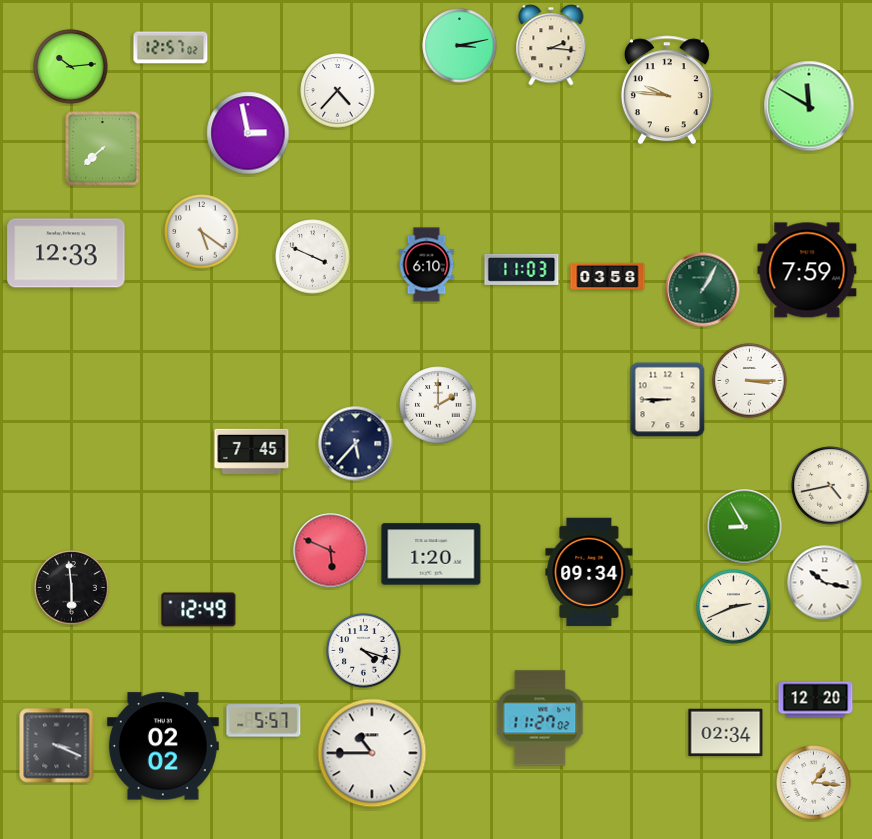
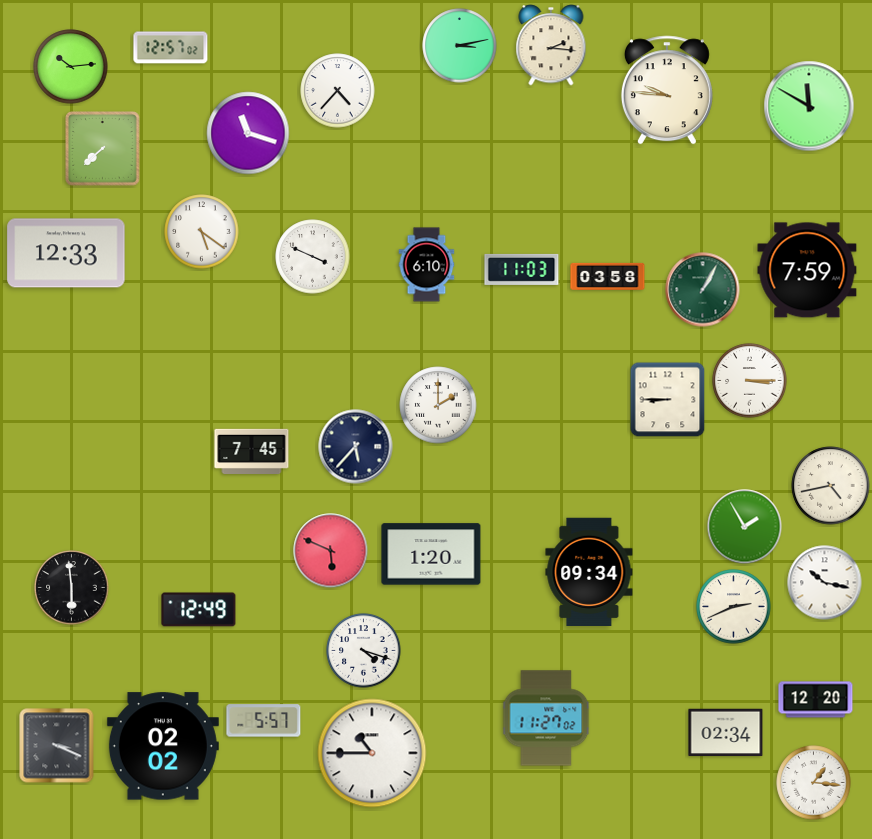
clock at (248, 133): 2:58 -> 11:18
clock at (356, 444) position: (356, 444) -> (356, 447)
clock at (745, 527): 8:55 -> 1:55
clock at (540, 718) position: (540, 718) -> (546, 718)
